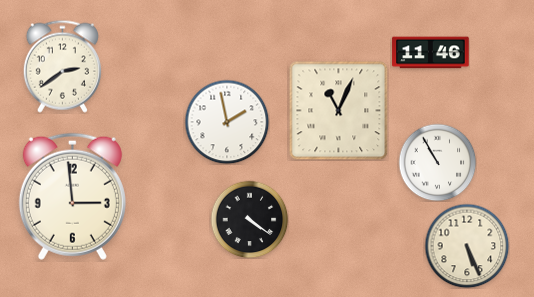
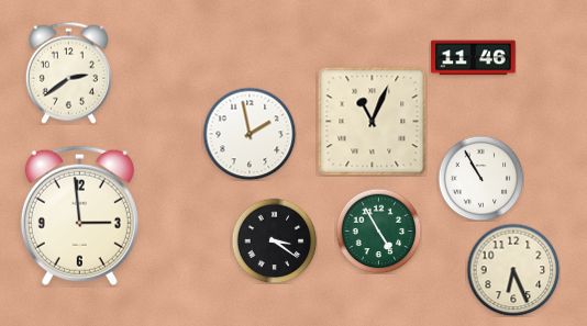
clock at (378, 231): none -> 4:55
clock at (249, 219): 4:21 -> 3:21
clock at (467, 246): 5:26 -> 6:26
